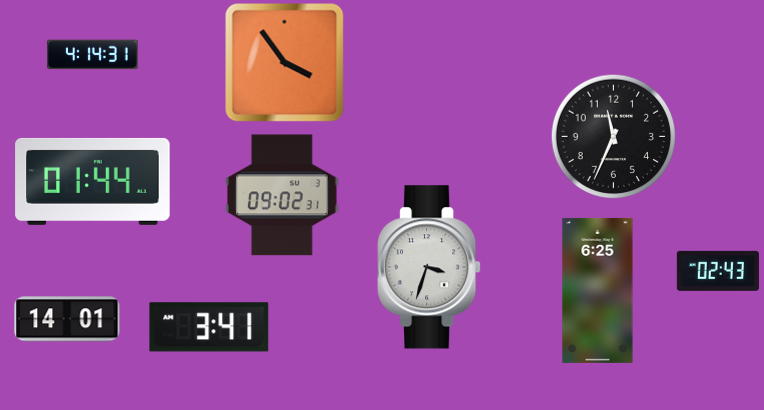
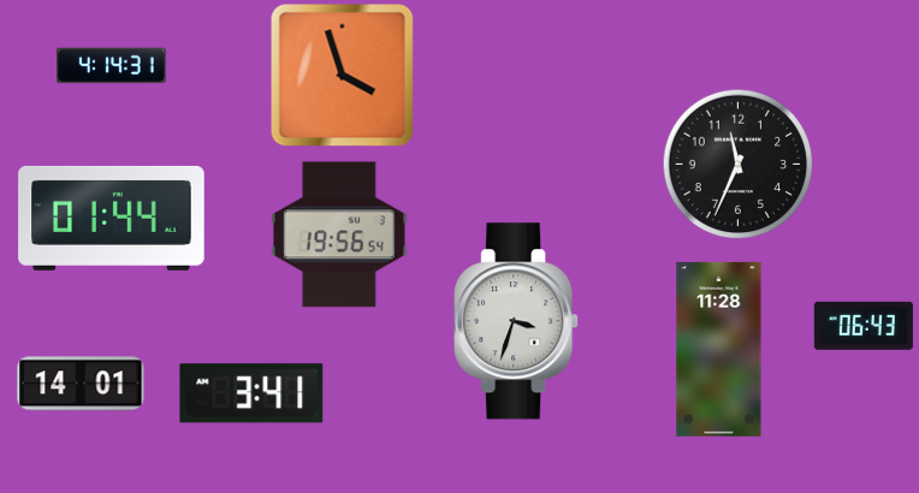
clock at (284, 62): 3:54 -> 3:57
clock at (282, 195): 09:02 -> 19:56
clock at (718, 271): 02:43 -> 06:43
clock at (598, 290): 6:25 -> 11:28
